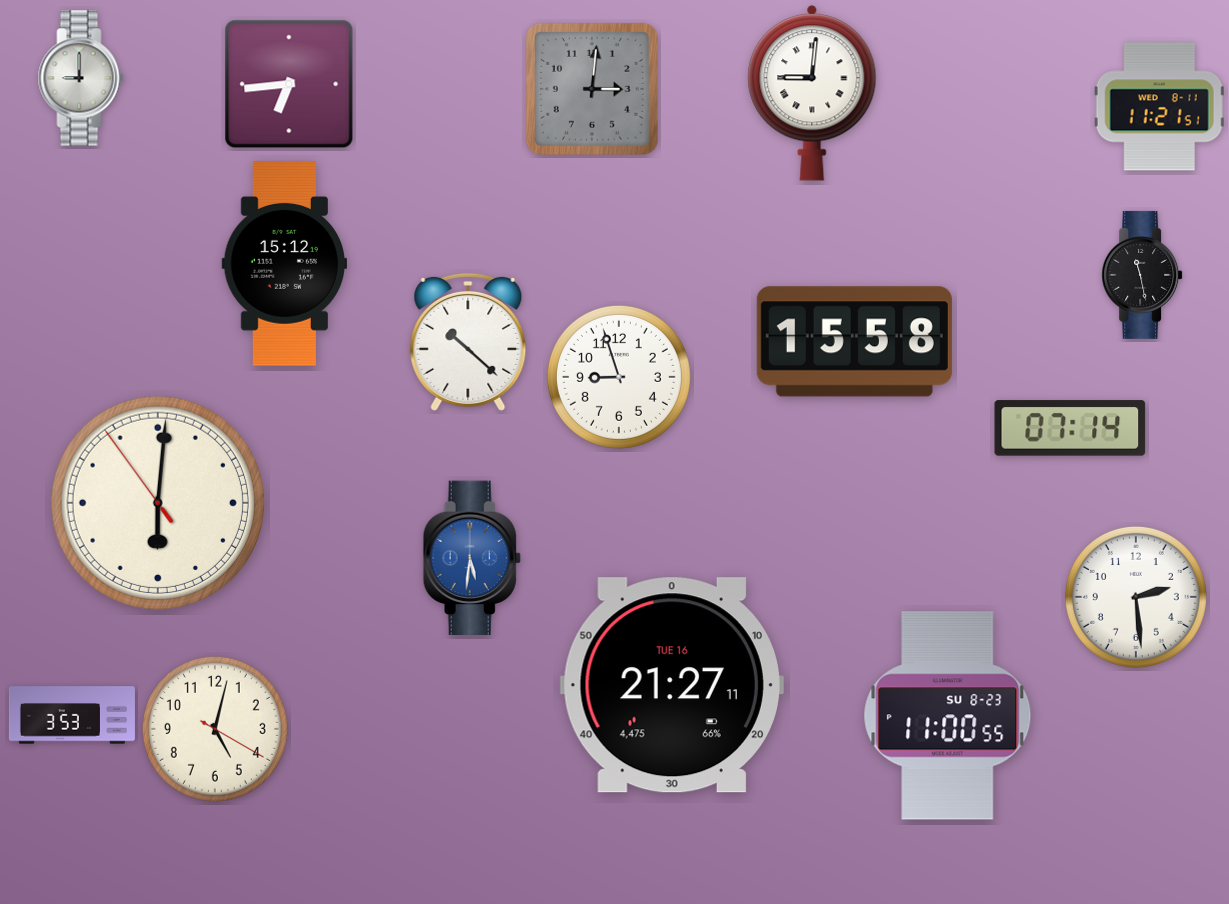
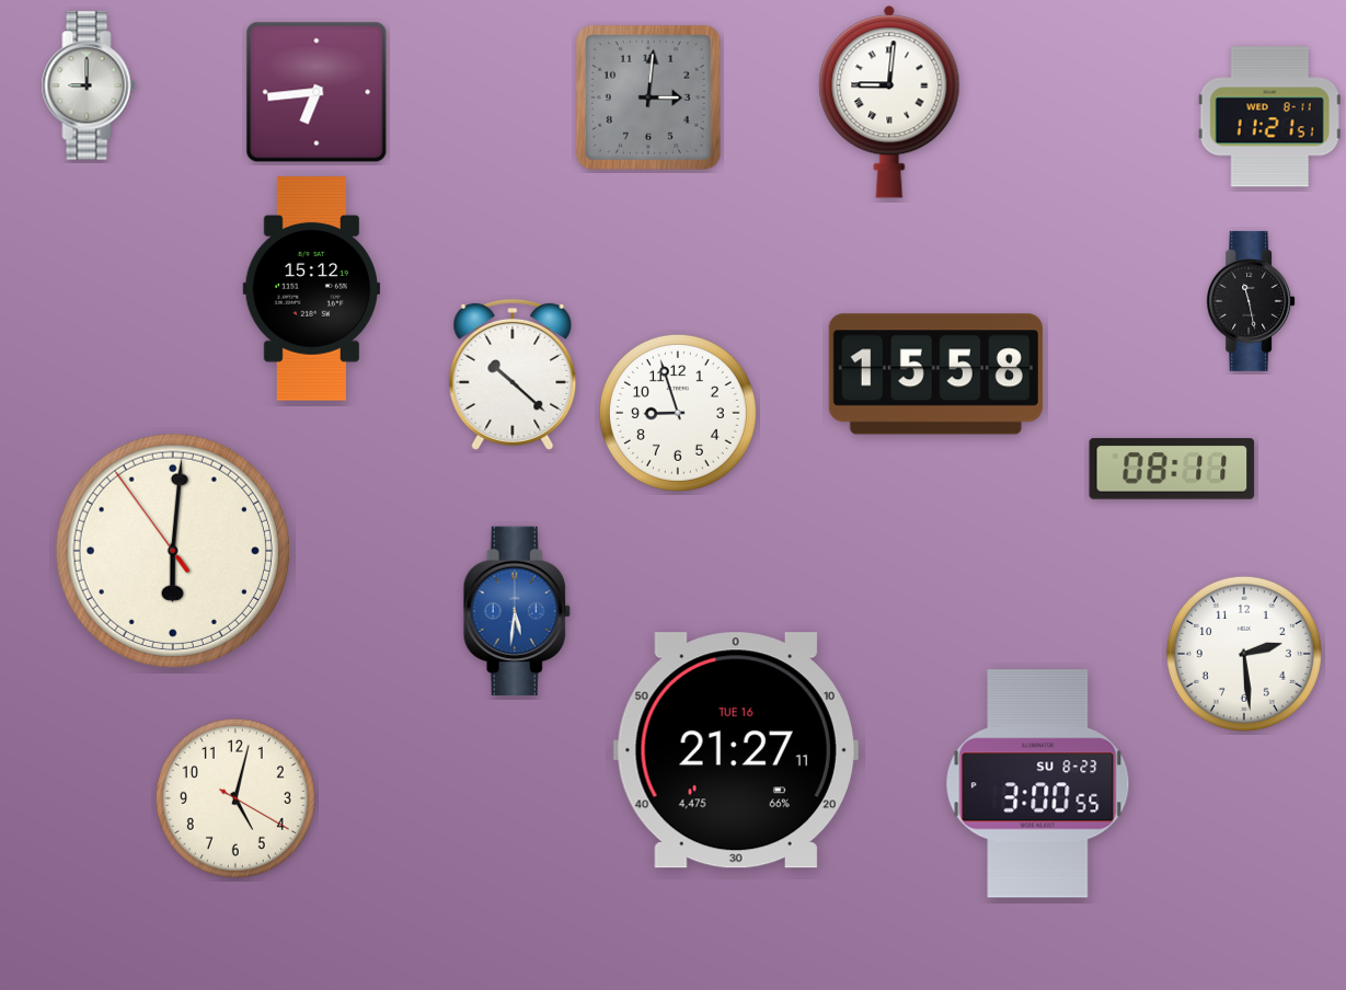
clock at (1070, 428): 07:14 -> 08:11
clock at (72, 715): 3:53 -> none
clock at (948, 716): 11:00 -> 3:00
